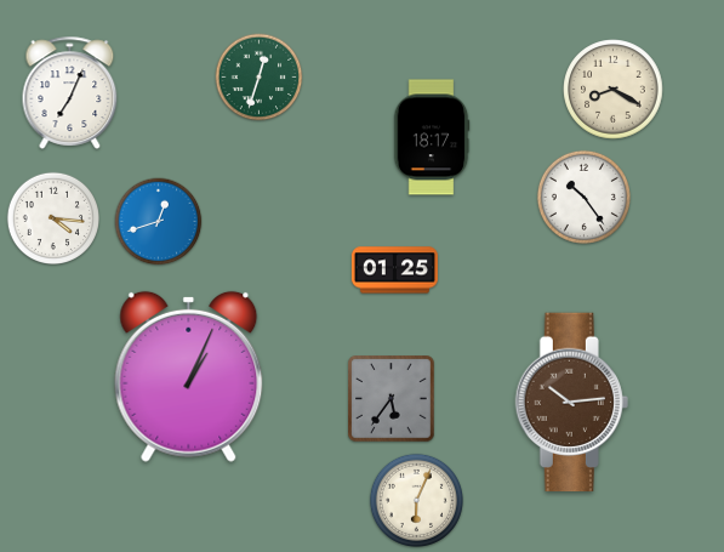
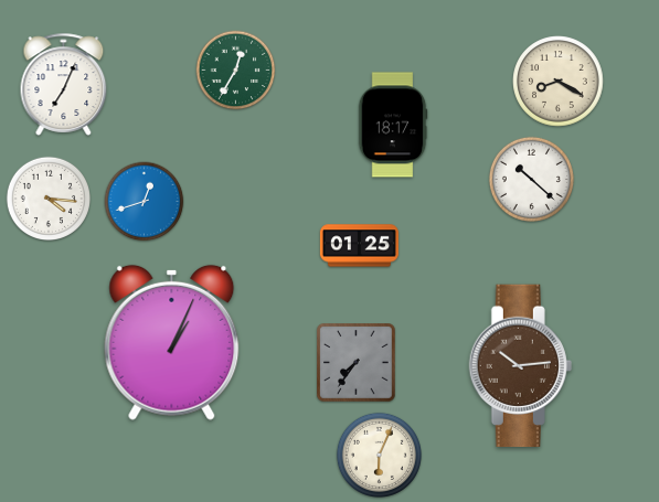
clock at (260, 78): 12:33 -> 12:35
clock at (583, 197): 10:24 -> 10:22
clock at (392, 399): 5:36 -> 7:36
